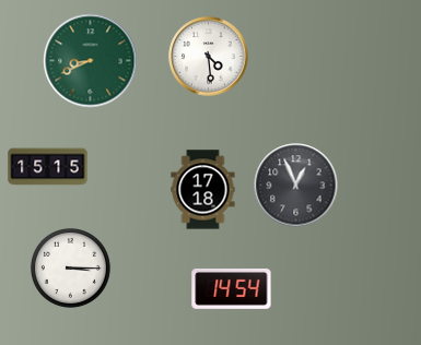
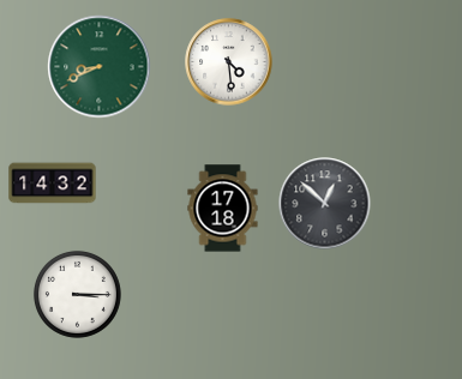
clock at (48, 167): 15:15 -> 14:32
clock at (296, 186): 12:56 -> 12:52
clock at (232, 288): 14:54 -> none
